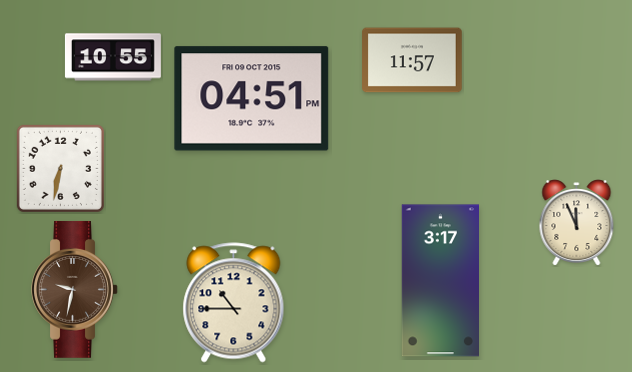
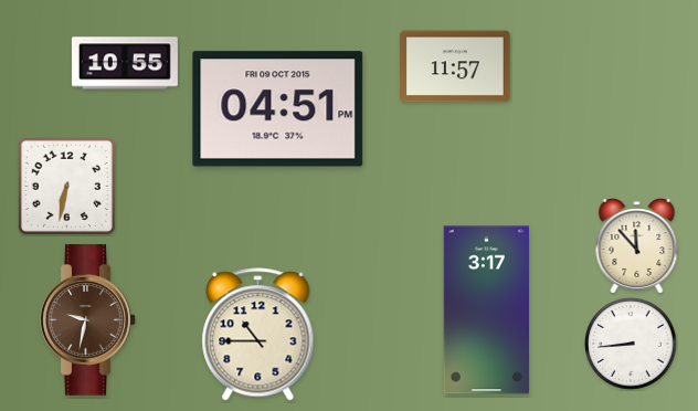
clock at (577, 223): 11:56 -> 11:53
clock at (75, 290) position: (75, 290) -> (88, 320)
clock at (631, 344): none -> 8:44
